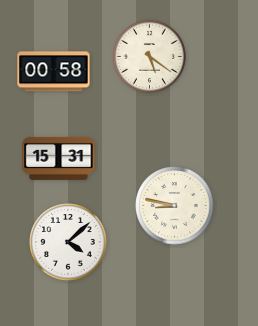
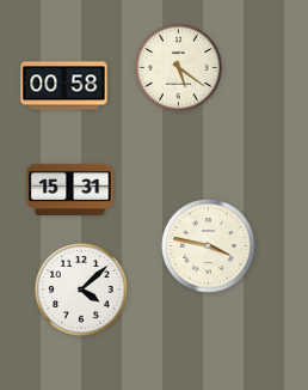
clock at (175, 206): 8:47 -> 3:47
